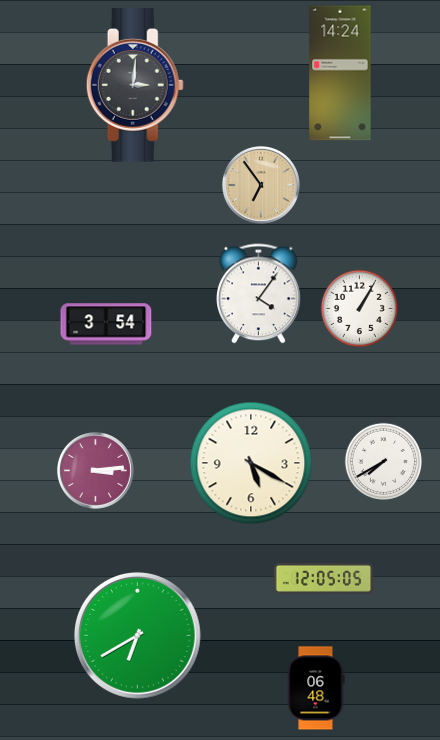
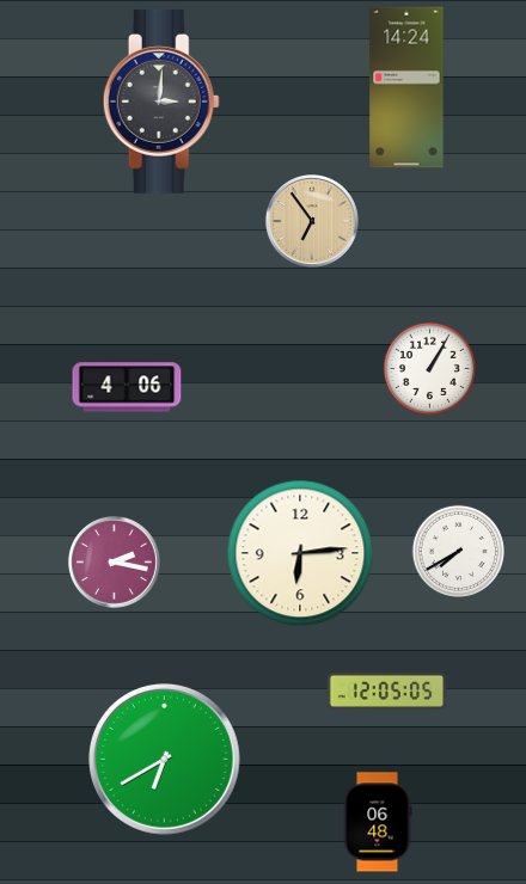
clock at (259, 294): 4:06 -> none
clock at (106, 324): 3:54 -> 4:06
clock at (251, 463): 5:20 -> 6:14
clock at (95, 470): 3:14 -> 2:17
